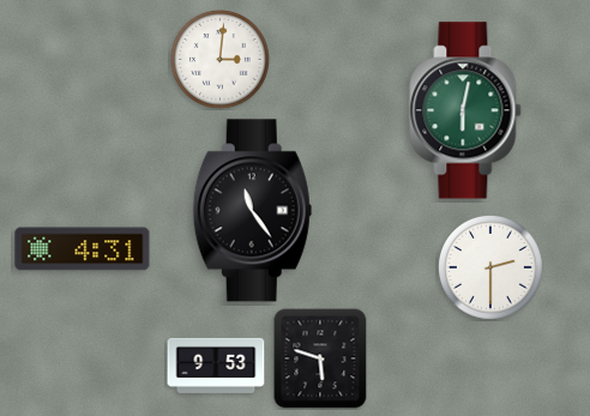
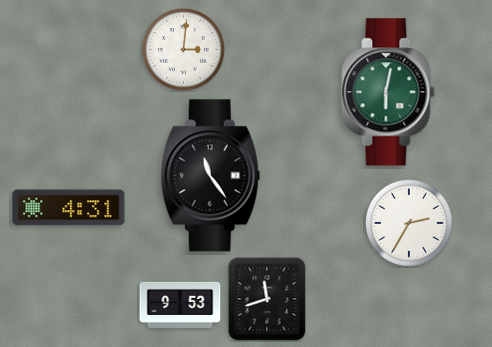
clock at (490, 267): 2:30 -> 2:35
clock at (320, 358): 5:48 -> 11:42
